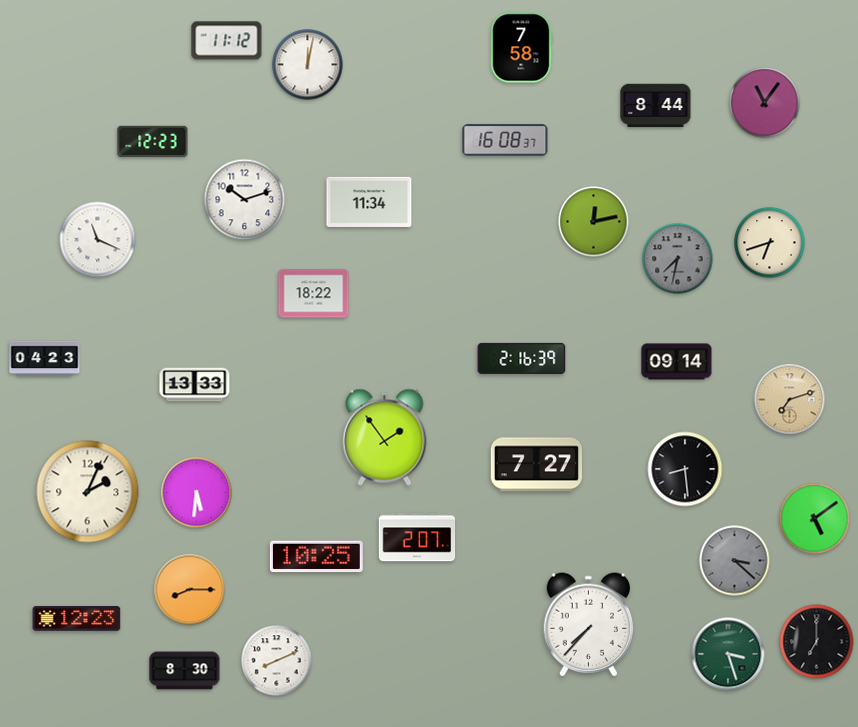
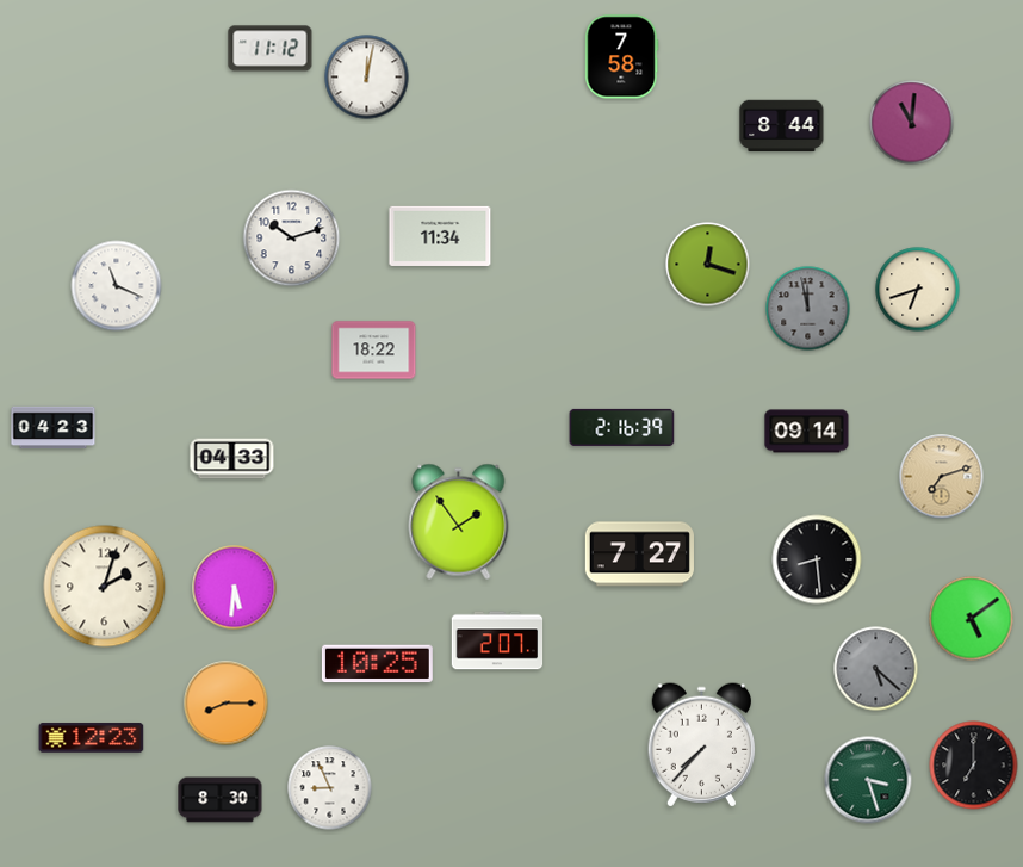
clock at (765, 103): 11:06 -> 11:01
clock at (505, 140): 16:08 -> none
clock at (153, 141): 12:23 -> none
clock at (369, 202) position: (369, 202) -> (440, 236)
clock at (594, 222): 12:13 -> 12:18
clock at (678, 259): 7:32 -> 11:58
clock at (195, 385): 13:33 -> 04:33
clock at (88, 492): 2:04 -> 2:03
clock at (735, 561): 3:22 -> 5:22
clock at (277, 661): 8:11 -> 8:56
